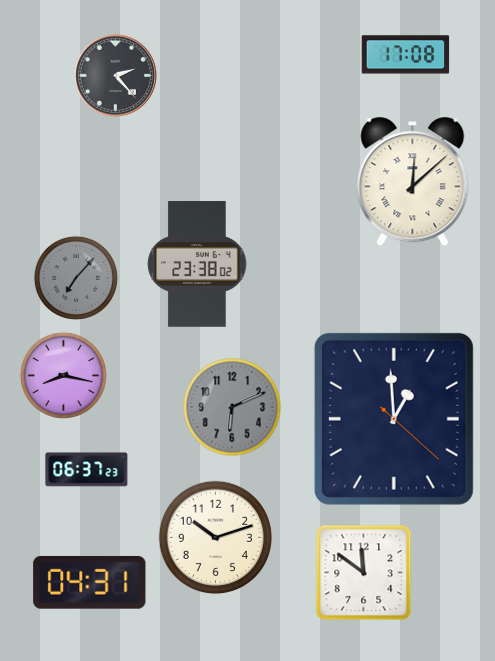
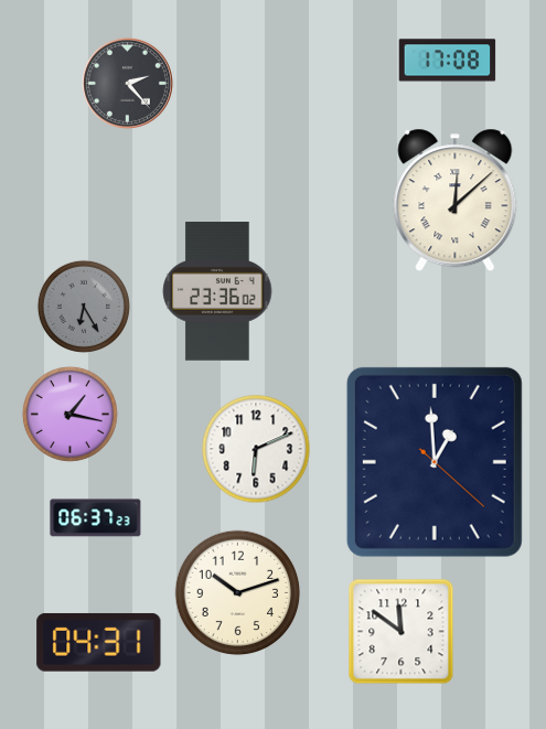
clock at (197, 264): 23:38 -> 23:36
clock at (76, 278): 7:07 -> 6:25
clock at (63, 375): 8:17 -> 1:17
clock at (232, 407) dial: grey -> white
